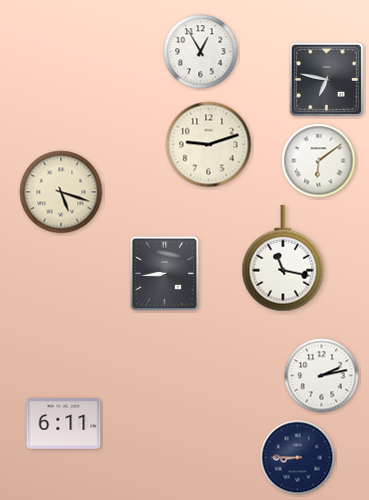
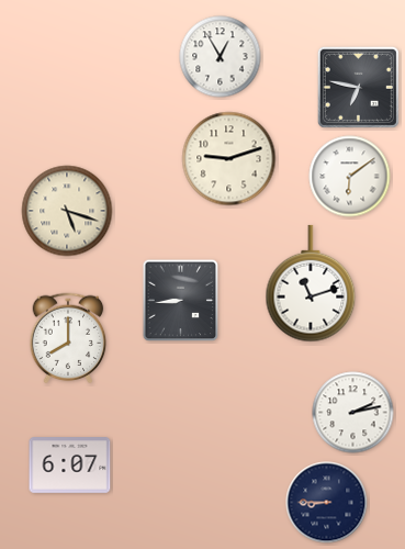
clock at (283, 258): 11:17 -> 11:12
clock at (68, 338): none -> 8:00
clock at (64, 424): 6:11 -> 6:07
